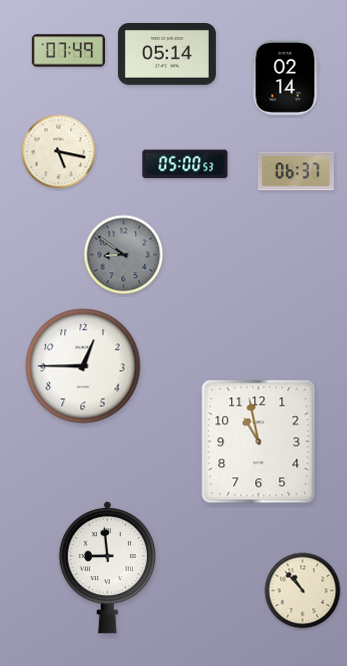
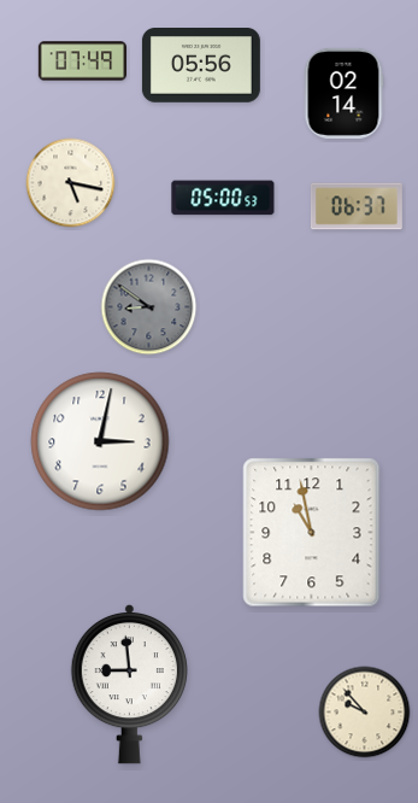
clock at (167, 55): 05:14 -> 05:56
clock at (83, 366): 12:45 -> 3:02
clock at (303, 591): 10:53 -> 9:53
